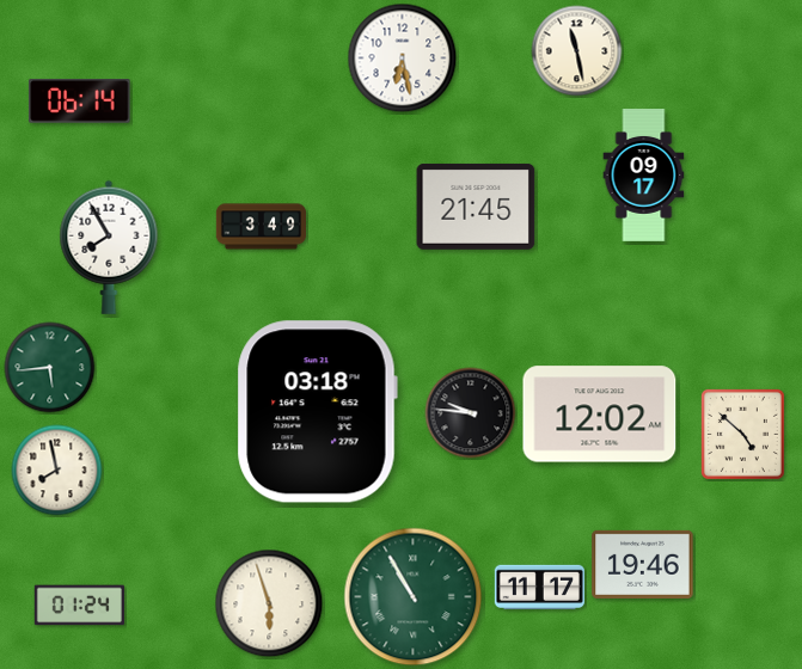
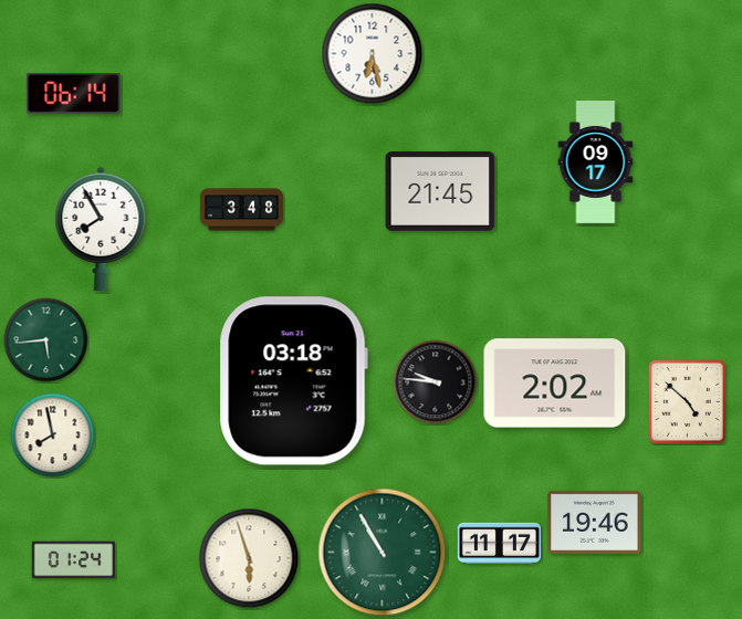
clock at (577, 51): 11:28 -> none
clock at (261, 227): 3:49 -> 3:48
clock at (600, 415): 12:02 -> 2:02
